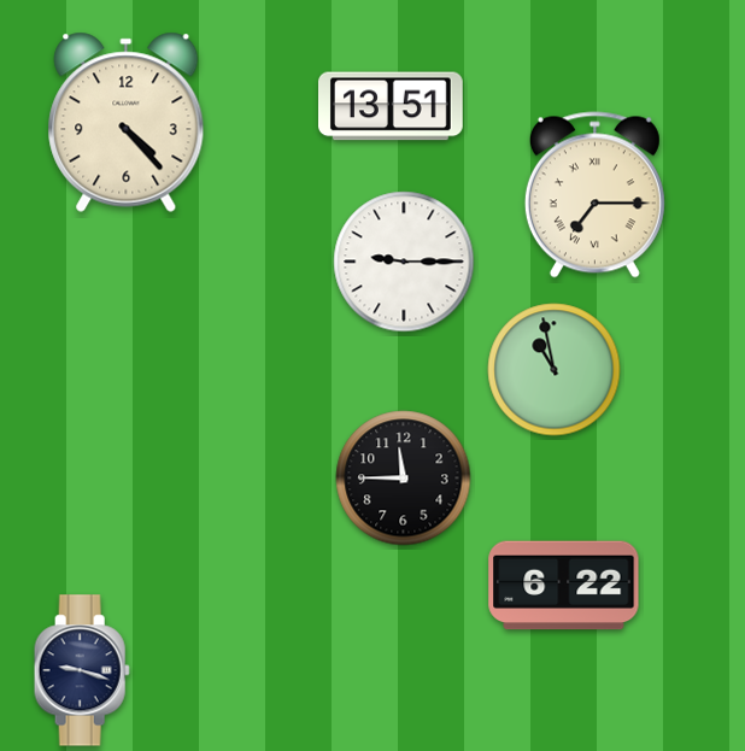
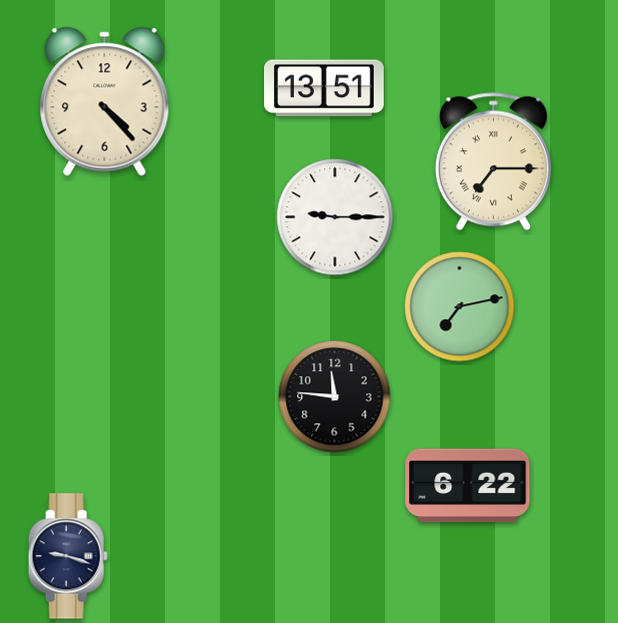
clock at (555, 370): 10:58 -> 7:13
clock at (404, 479): 11:45 -> 11:46
